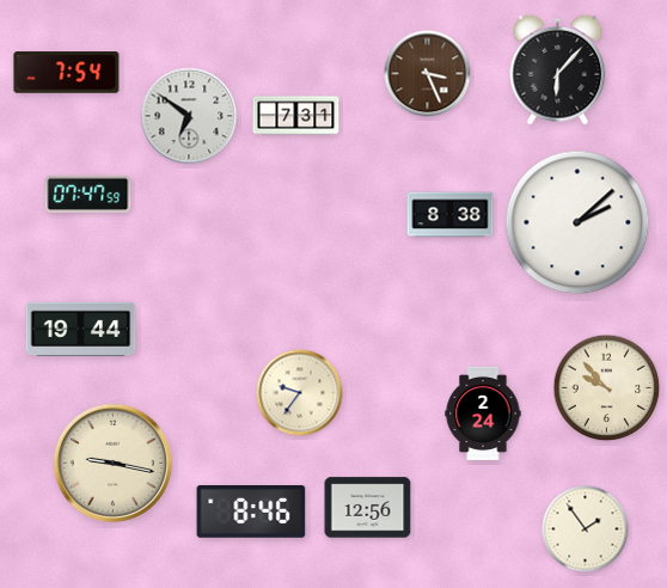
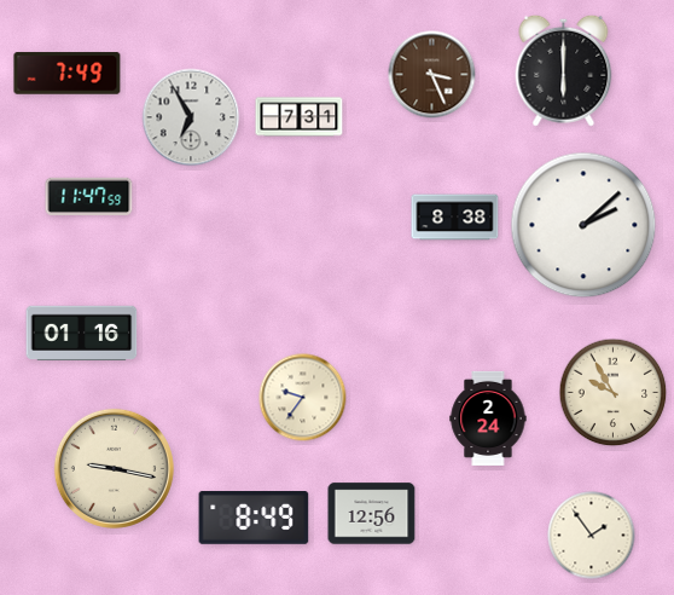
clock at (558, 69): 6:07 -> 6:00
clock at (67, 73): 7:54 -> 7:49
clock at (189, 116): 6:51 -> 6:55
clock at (88, 194): 07:47 -> 11:47
clock at (81, 329): 19:44 -> 01:16
clock at (607, 388): 9:53 -> 9:55
clock at (251, 513): 8:46 -> 8:49
